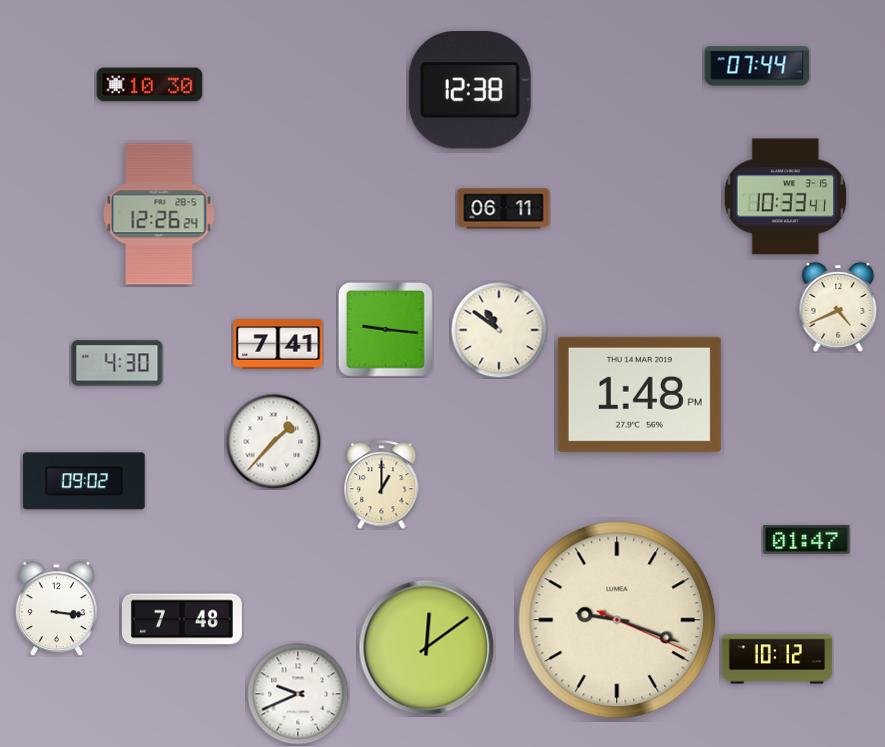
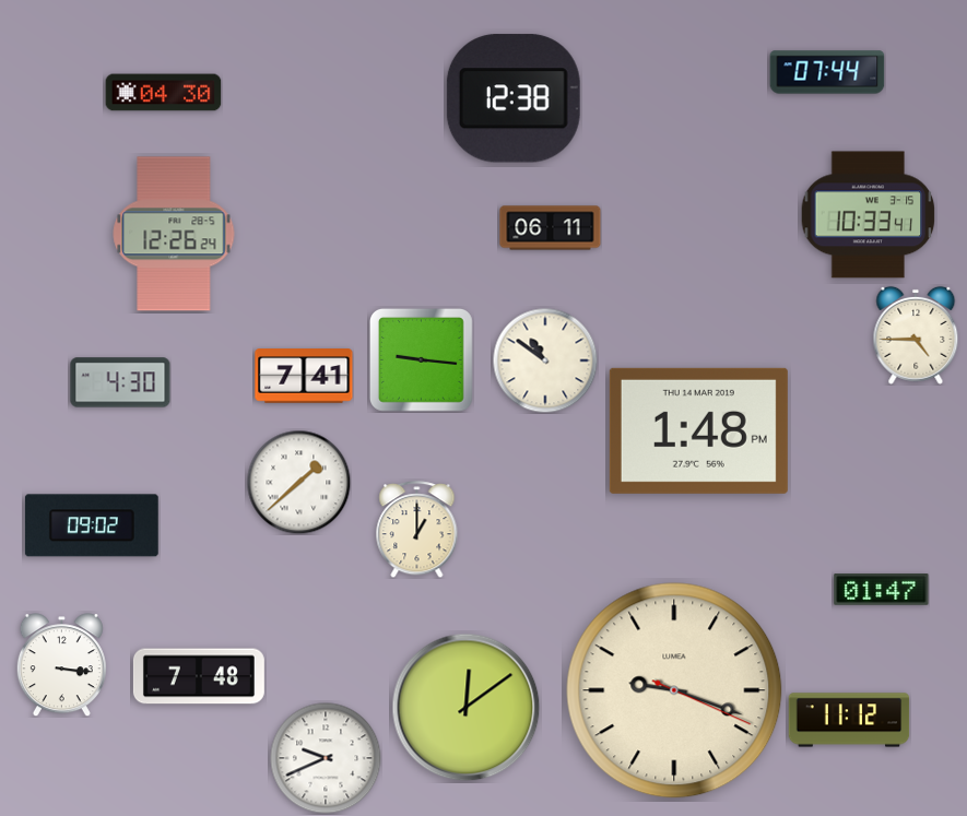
clock at (150, 85): 10:30 -> 04:30
clock at (786, 197) position: (786, 197) -> (869, 215)
clock at (838, 307): 4:41 -> 4:45
clock at (117, 363) position: (117, 363) -> (120, 382)
clock at (273, 441): 1:37 -> 1:38
clock at (617, 620) position: (617, 620) -> (674, 690)
clock at (777, 659): 10:12 -> 11:12
